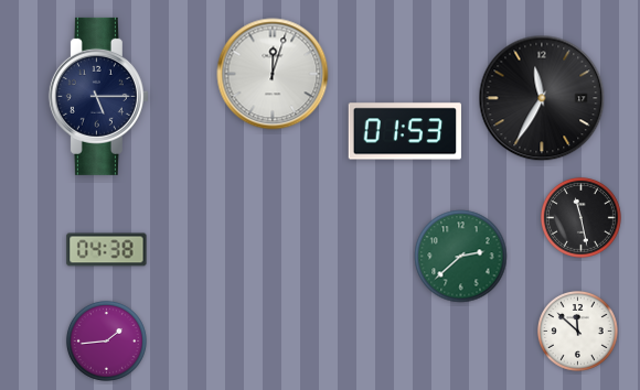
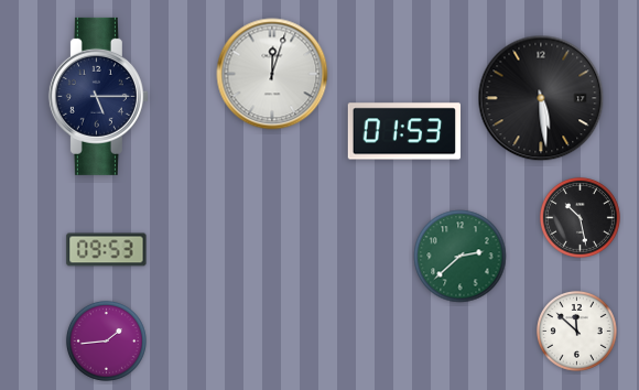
clock at (542, 98): 11:35 -> 5:29
clock at (580, 217): 11:28 -> 10:28
clock at (107, 250): 04:38 -> 09:53
